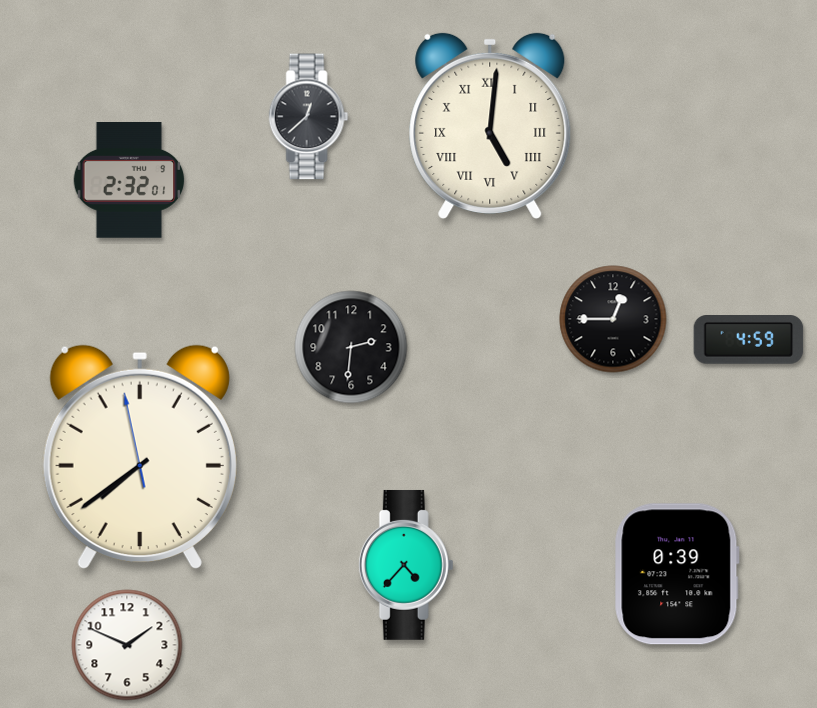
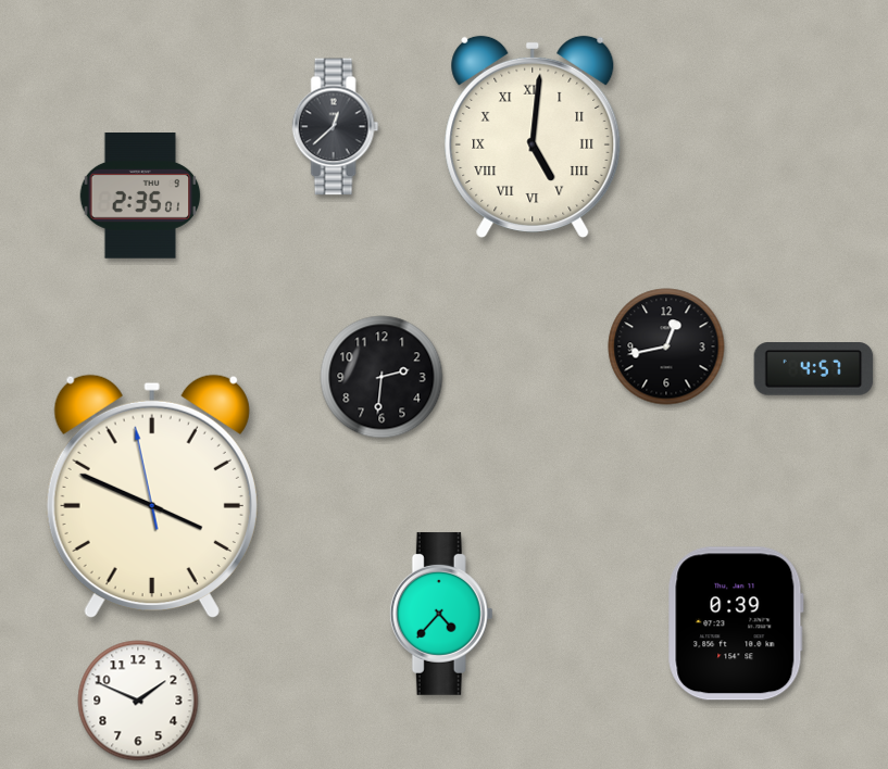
clock at (129, 181): 2:32 -> 2:35
clock at (613, 319): 12:45 -> 12:43
clock at (749, 340): 4:59 -> 4:57
clock at (140, 457): 7:38 -> 3:48
